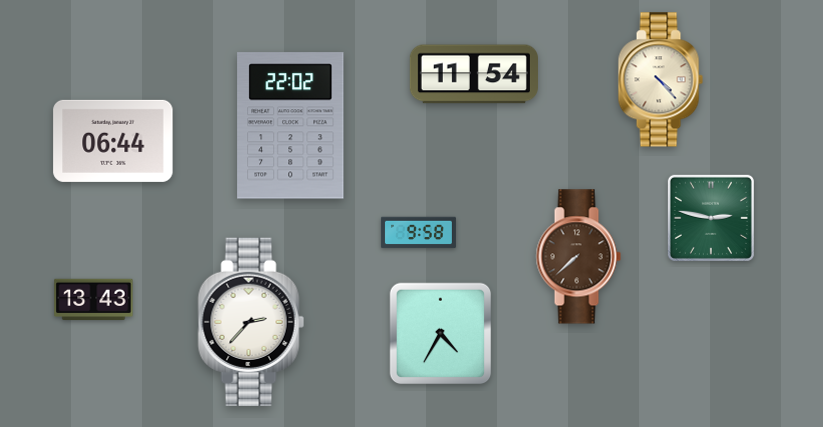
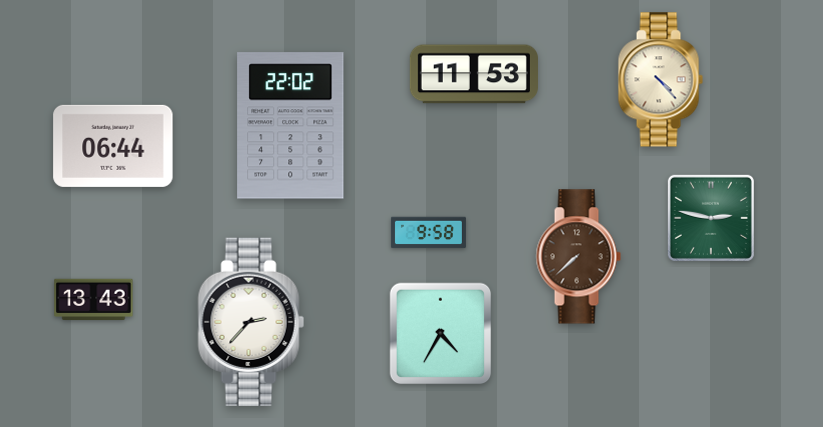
clock at (474, 74): 11:54 -> 11:53
clock at (113, 141) position: (113, 141) -> (113, 146)
clock at (418, 233) position: (418, 233) -> (428, 233)
